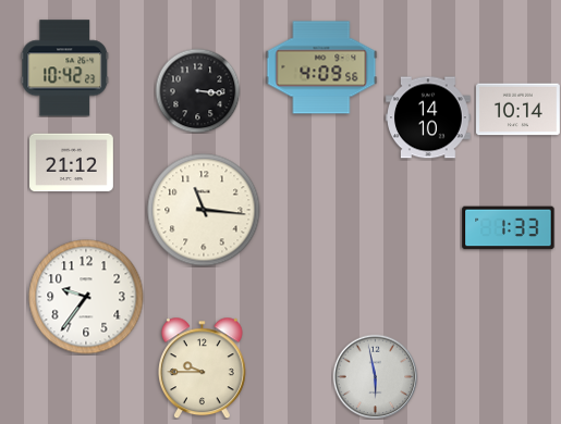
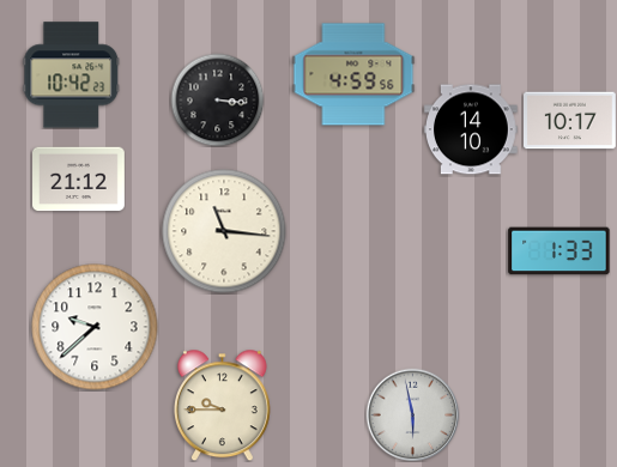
clock at (321, 67): 4:09 -> 4:59
clock at (519, 110): 10:14 -> 10:17
clock at (86, 297): 9:36 -> 9:38
